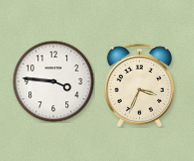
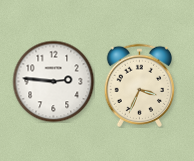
clock at (53, 81): 3:46 -> 2:46
